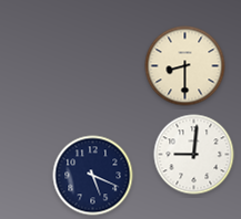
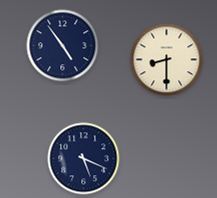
clock at (63, 46): none -> 4:54
clock at (194, 155): 9:01 -> none
